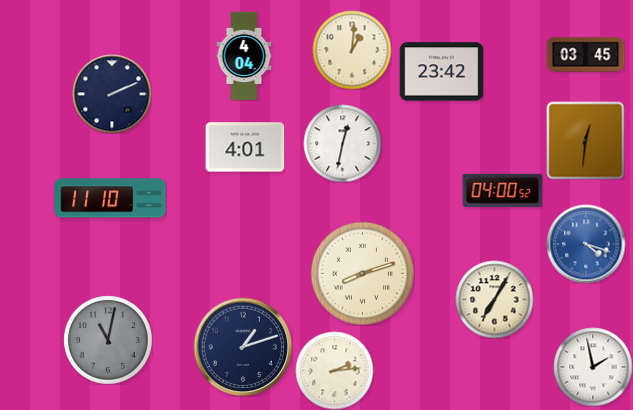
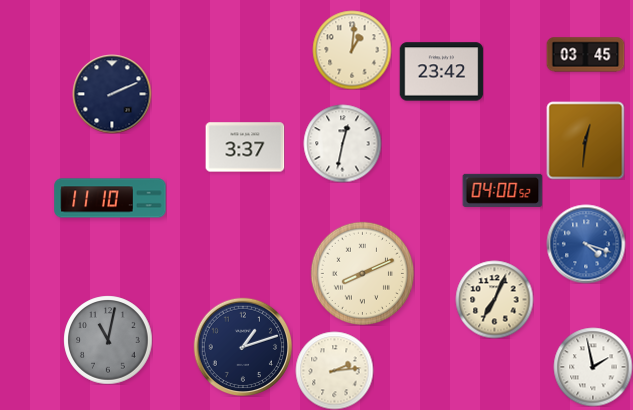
clock at (244, 56): 4:04 -> none
clock at (245, 147): 4:01 -> 3:37
clock at (362, 273): 8:12 -> 8:11
clock at (494, 299): 7:05 -> 7:04
